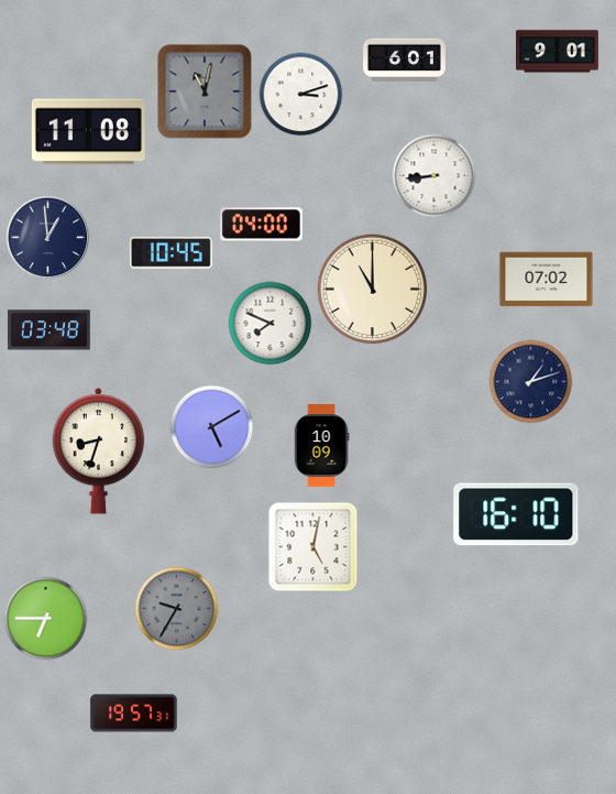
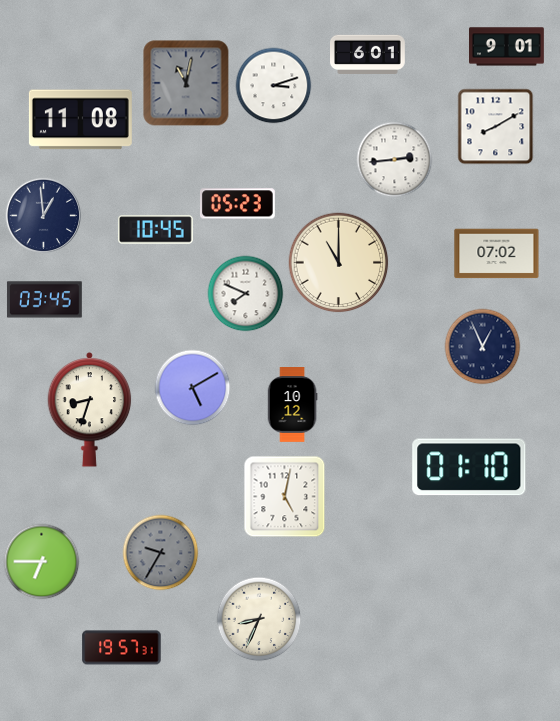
clock at (496, 127): none -> 8:10
clock at (435, 176): 8:44 -> 2:44
clock at (261, 225): 04:00 -> 05:23
clock at (48, 330): 03:48 -> 03:45
clock at (531, 382): 1:12 -> 12:56
clock at (321, 446): 10:09 -> 10:12
clock at (516, 514): 16:10 -> 01:10
clock at (259, 619): none -> 8:34
